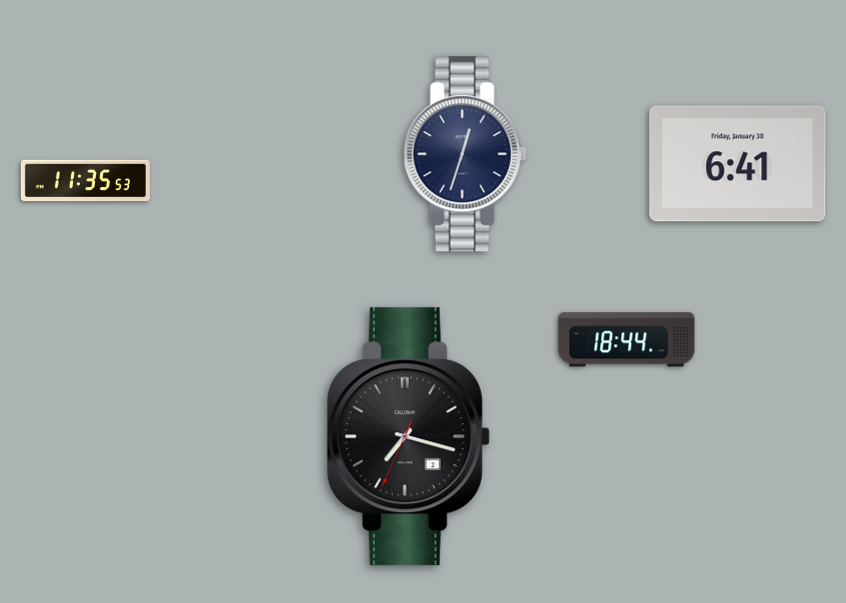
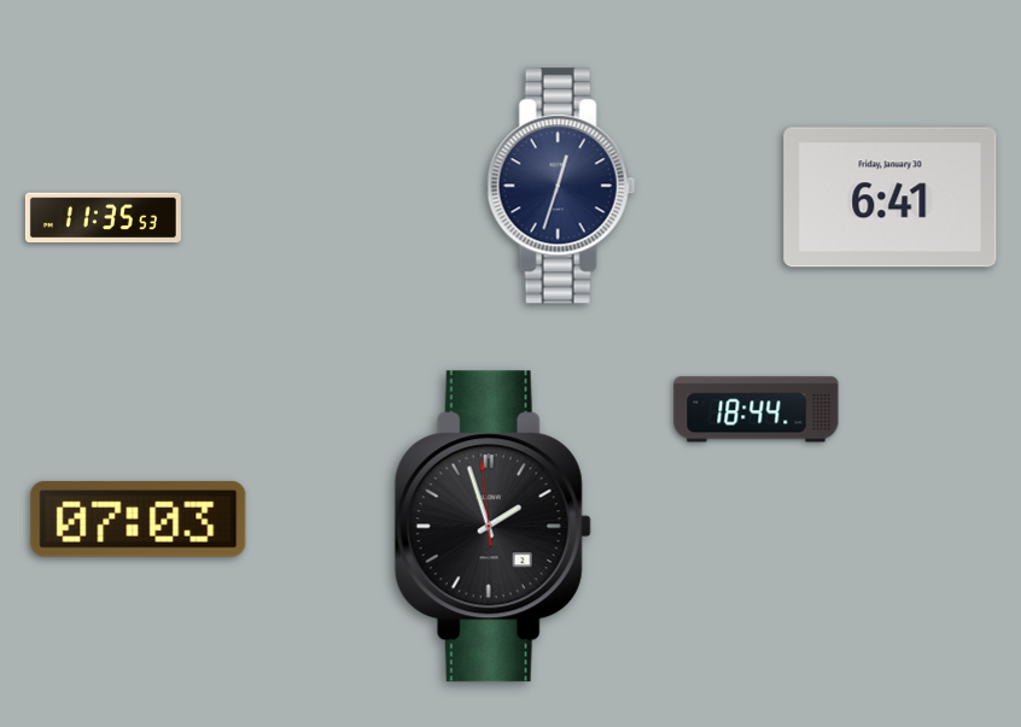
clock at (139, 518): none -> 07:03
clock at (408, 437): 7:17 -> 1:56
